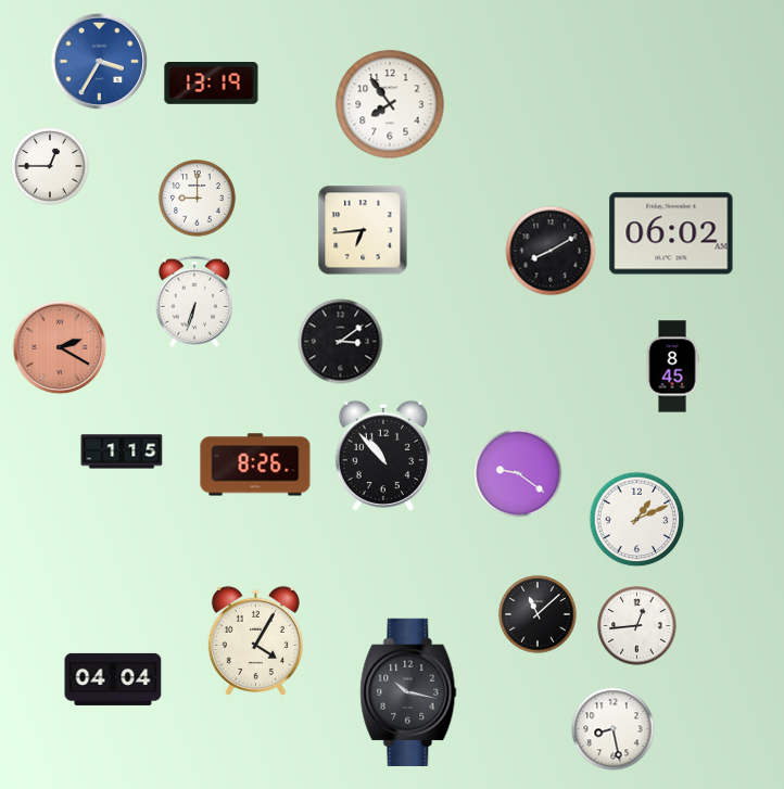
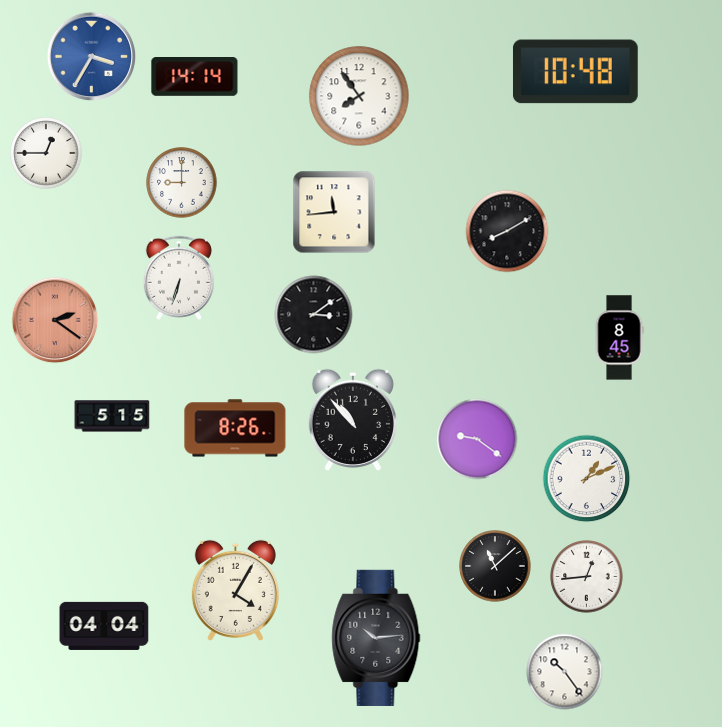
clock at (575, 72): none -> 10:48
clock at (212, 84): 13:19 -> 14:14
clock at (363, 230): 6:44 -> 11:44
clock at (671, 233): 06:02 -> none
clock at (60, 347): 2:20 -> 2:21
clock at (122, 451): 1:15 -> 5:15
clock at (518, 473) position: (518, 473) -> (477, 439)
clock at (408, 692): 10:17 -> 10:14
clock at (614, 729): 8:28 -> 10:24
